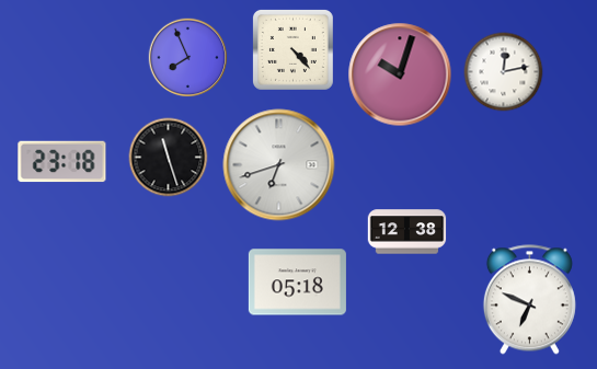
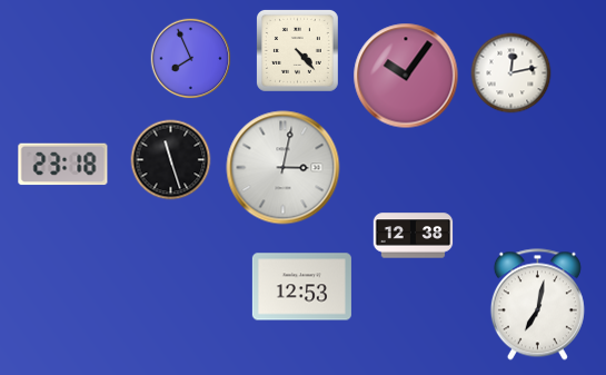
clock at (400, 74): 10:03 -> 10:06
clock at (279, 165): 6:42 -> 3:02
clock at (297, 282): 05:18 -> 12:53
clock at (529, 300): 6:49 -> 7:02
